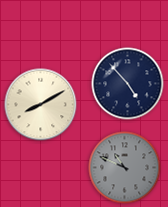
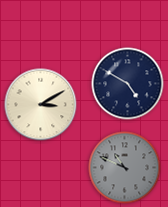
clock at (128, 84): 4:53 -> 4:50
clock at (41, 105): 8:10 -> 3:10
